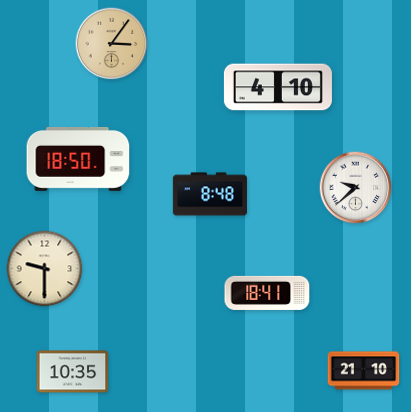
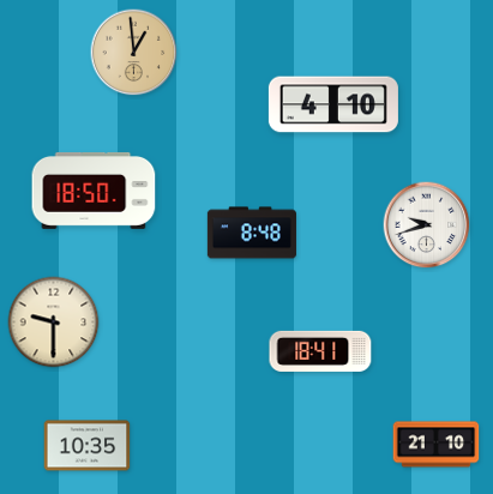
clock at (112, 44): 3:06 -> 12:59
clock at (356, 188): 9:38 -> 9:42
